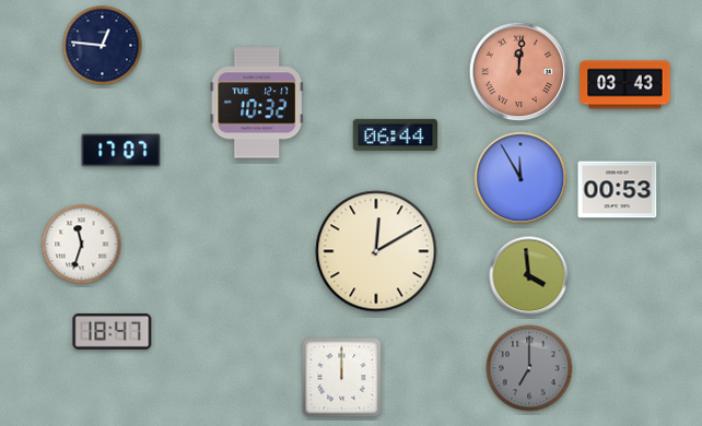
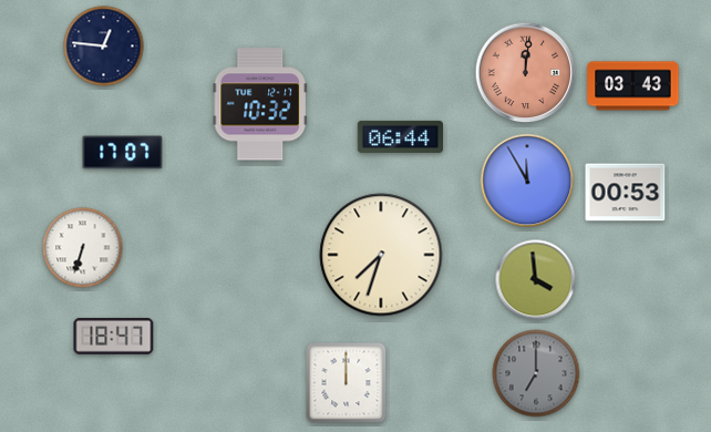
clock at (82, 245): 11:33 -> 6:33
clock at (376, 251): 12:10 -> 7:33
